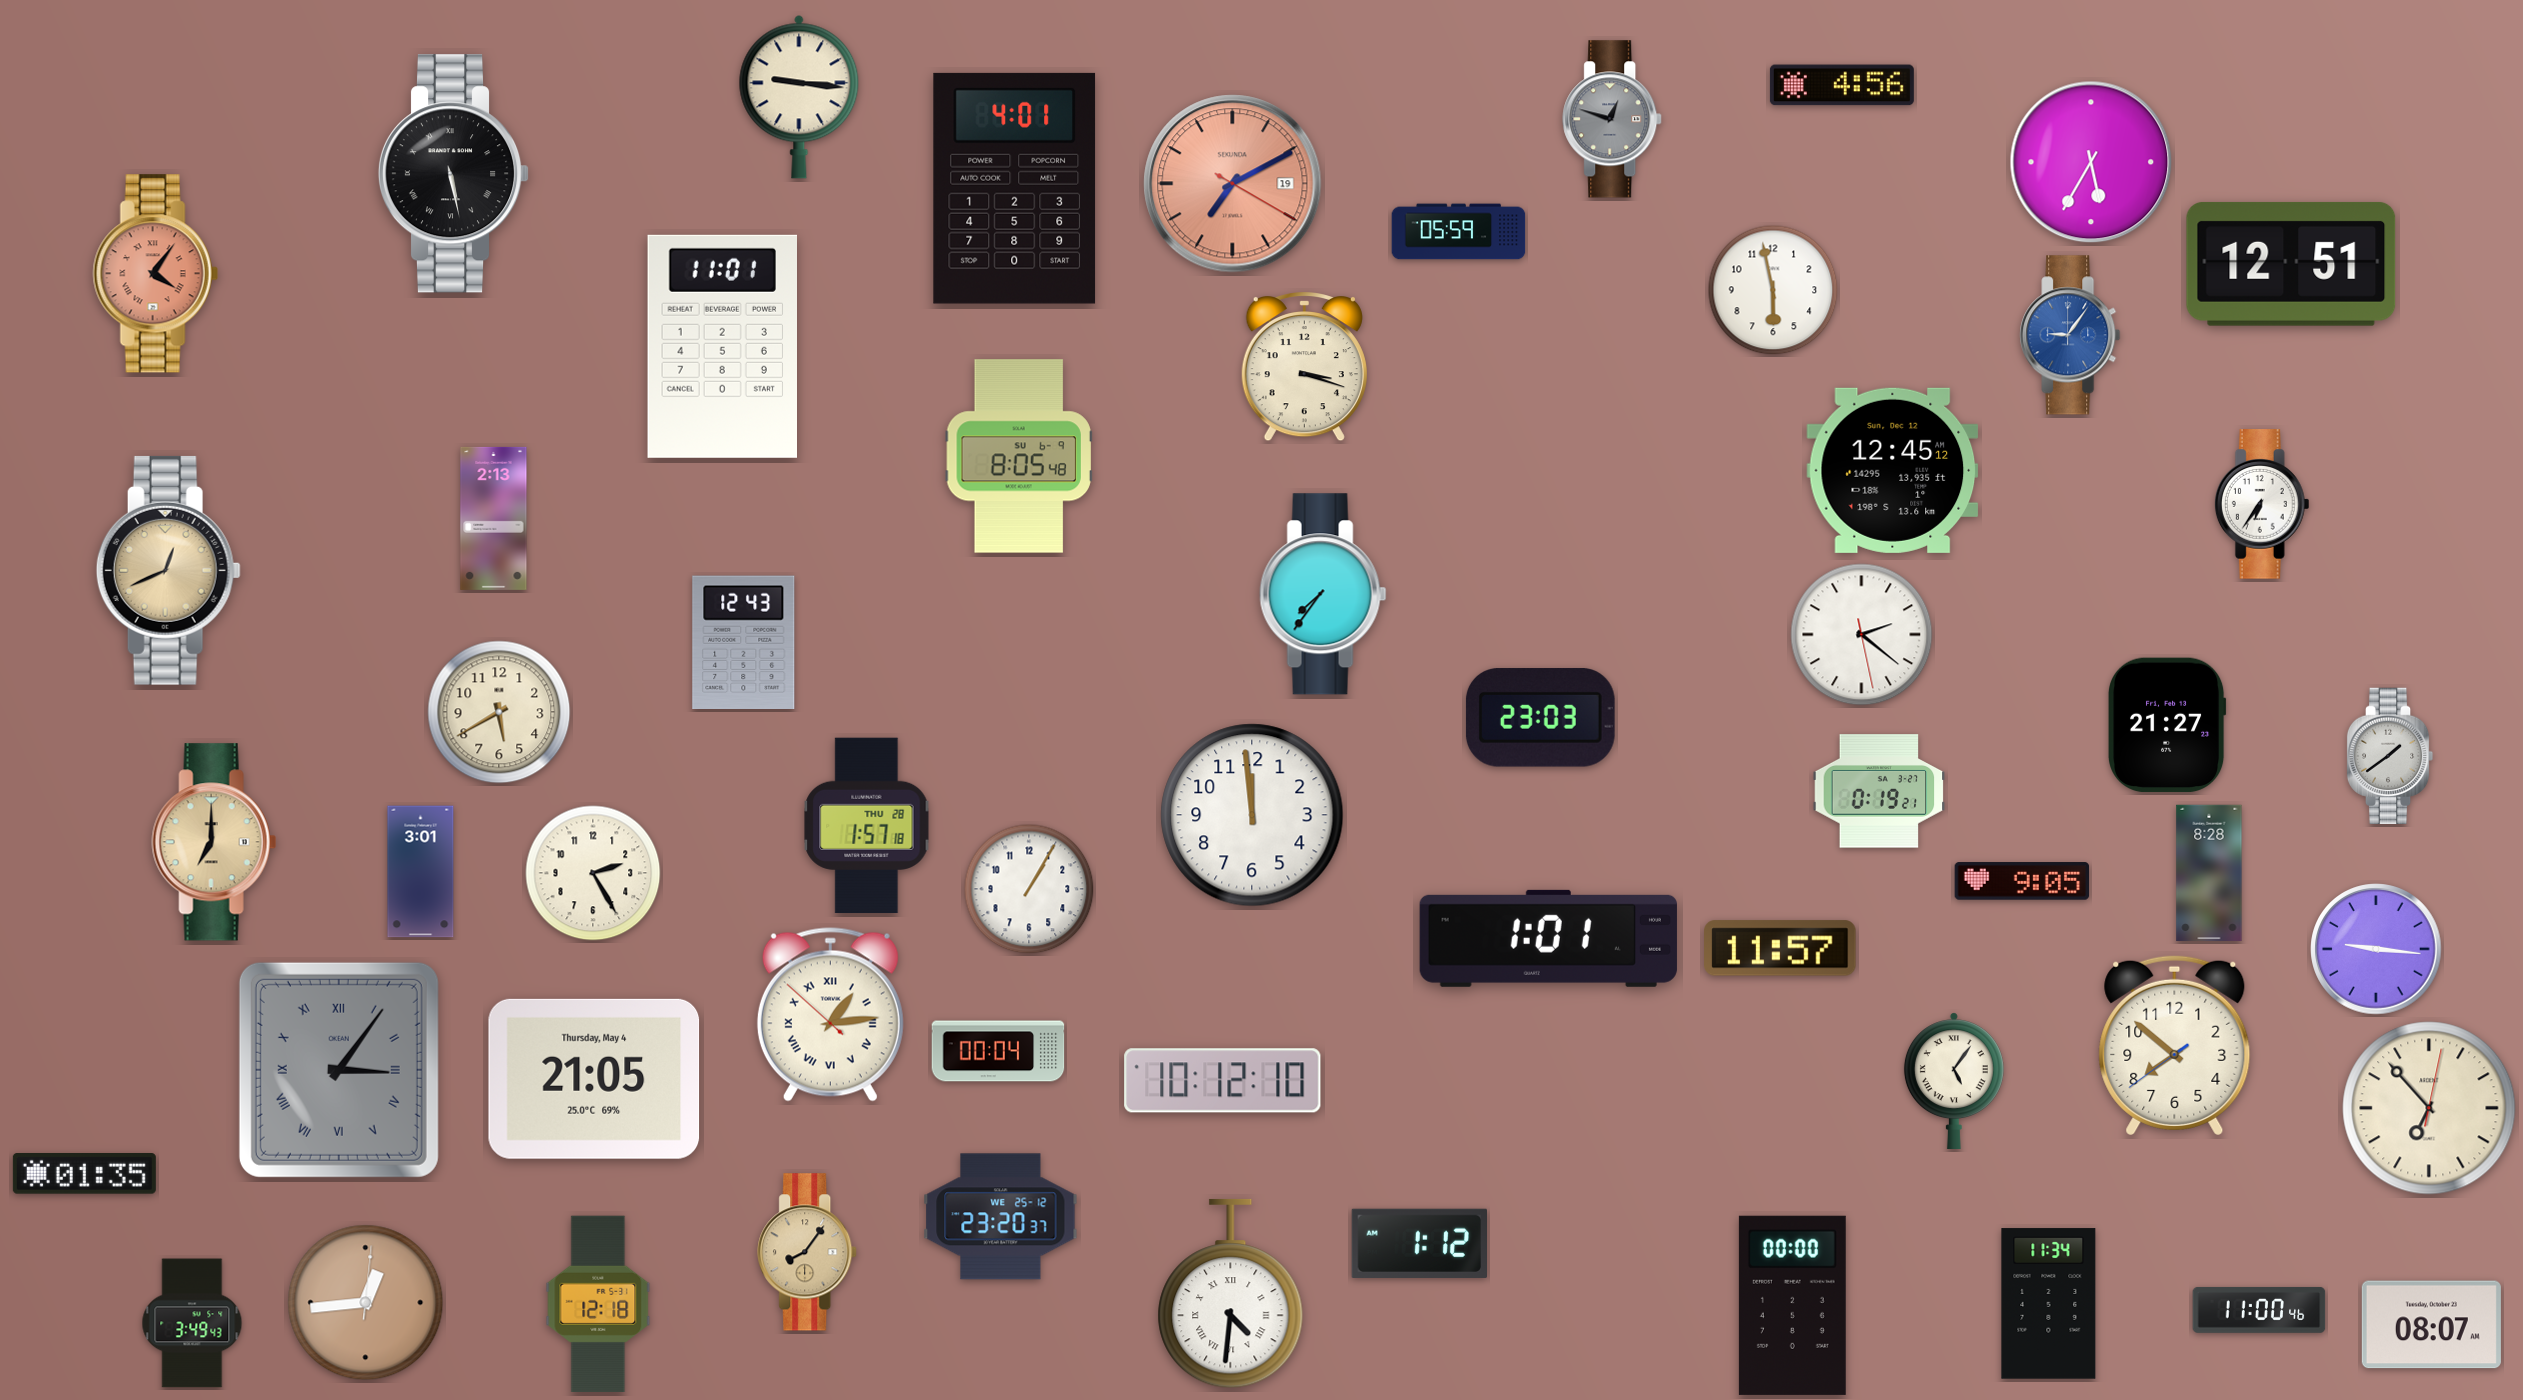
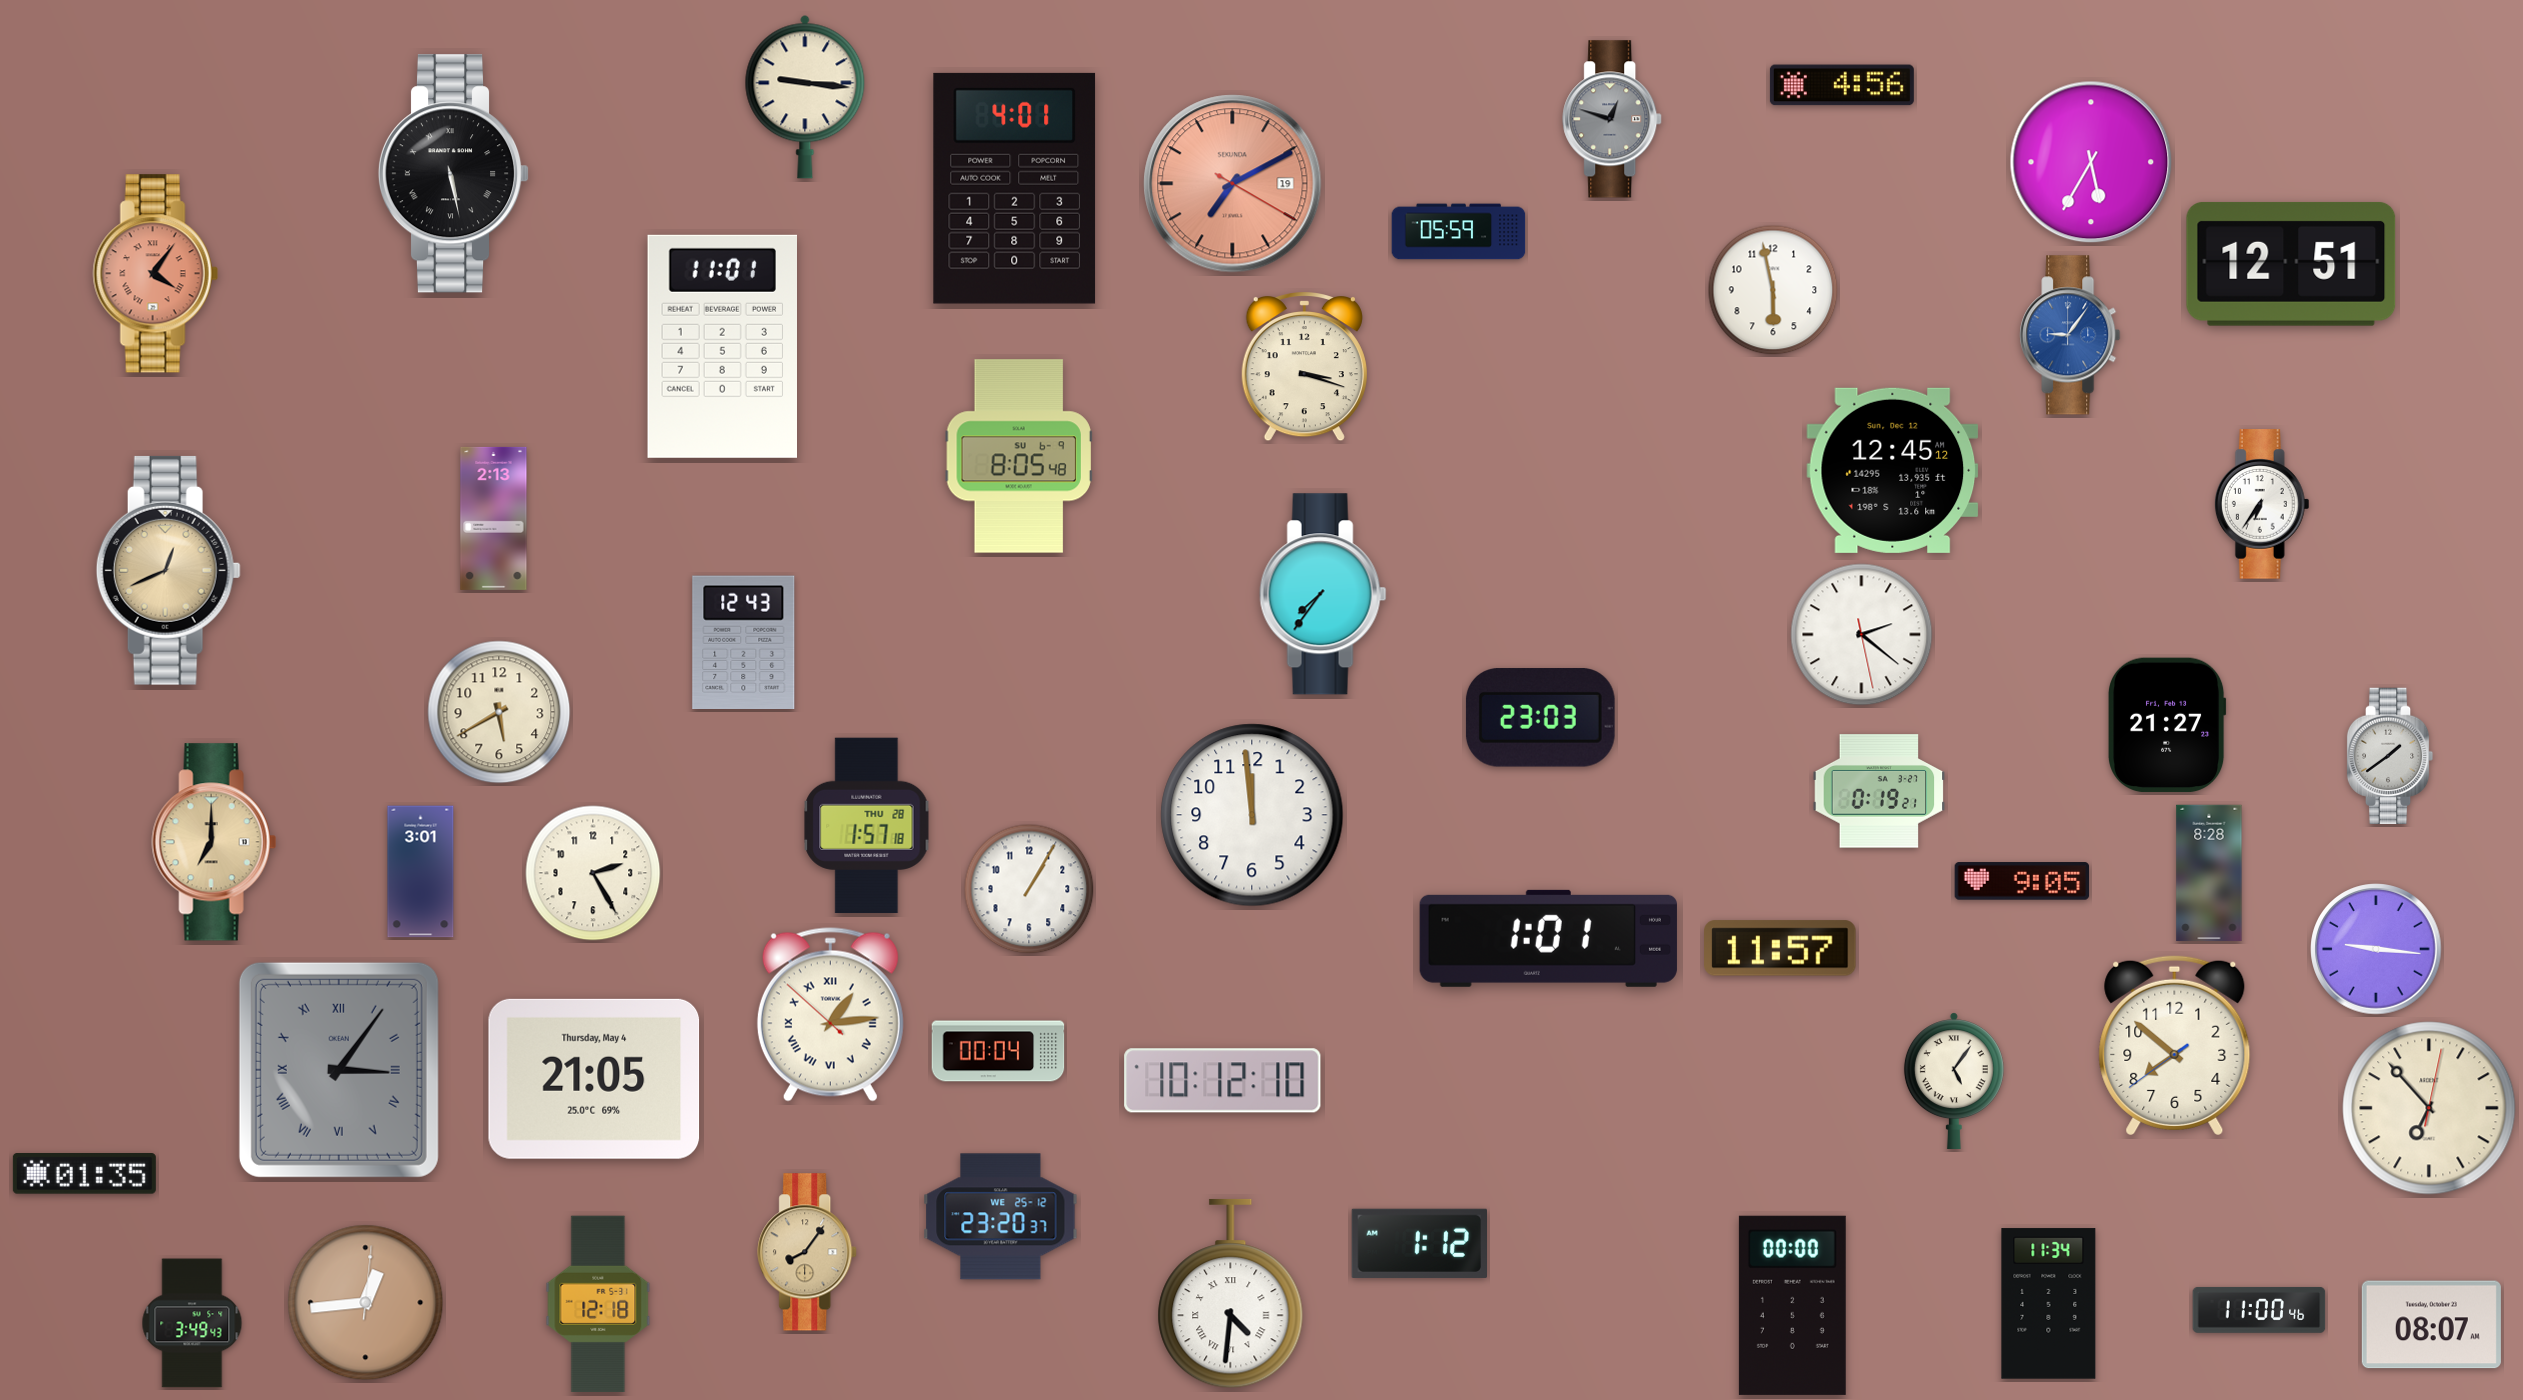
clock at (799, 97) position: (799, 97) -> (805, 97)
